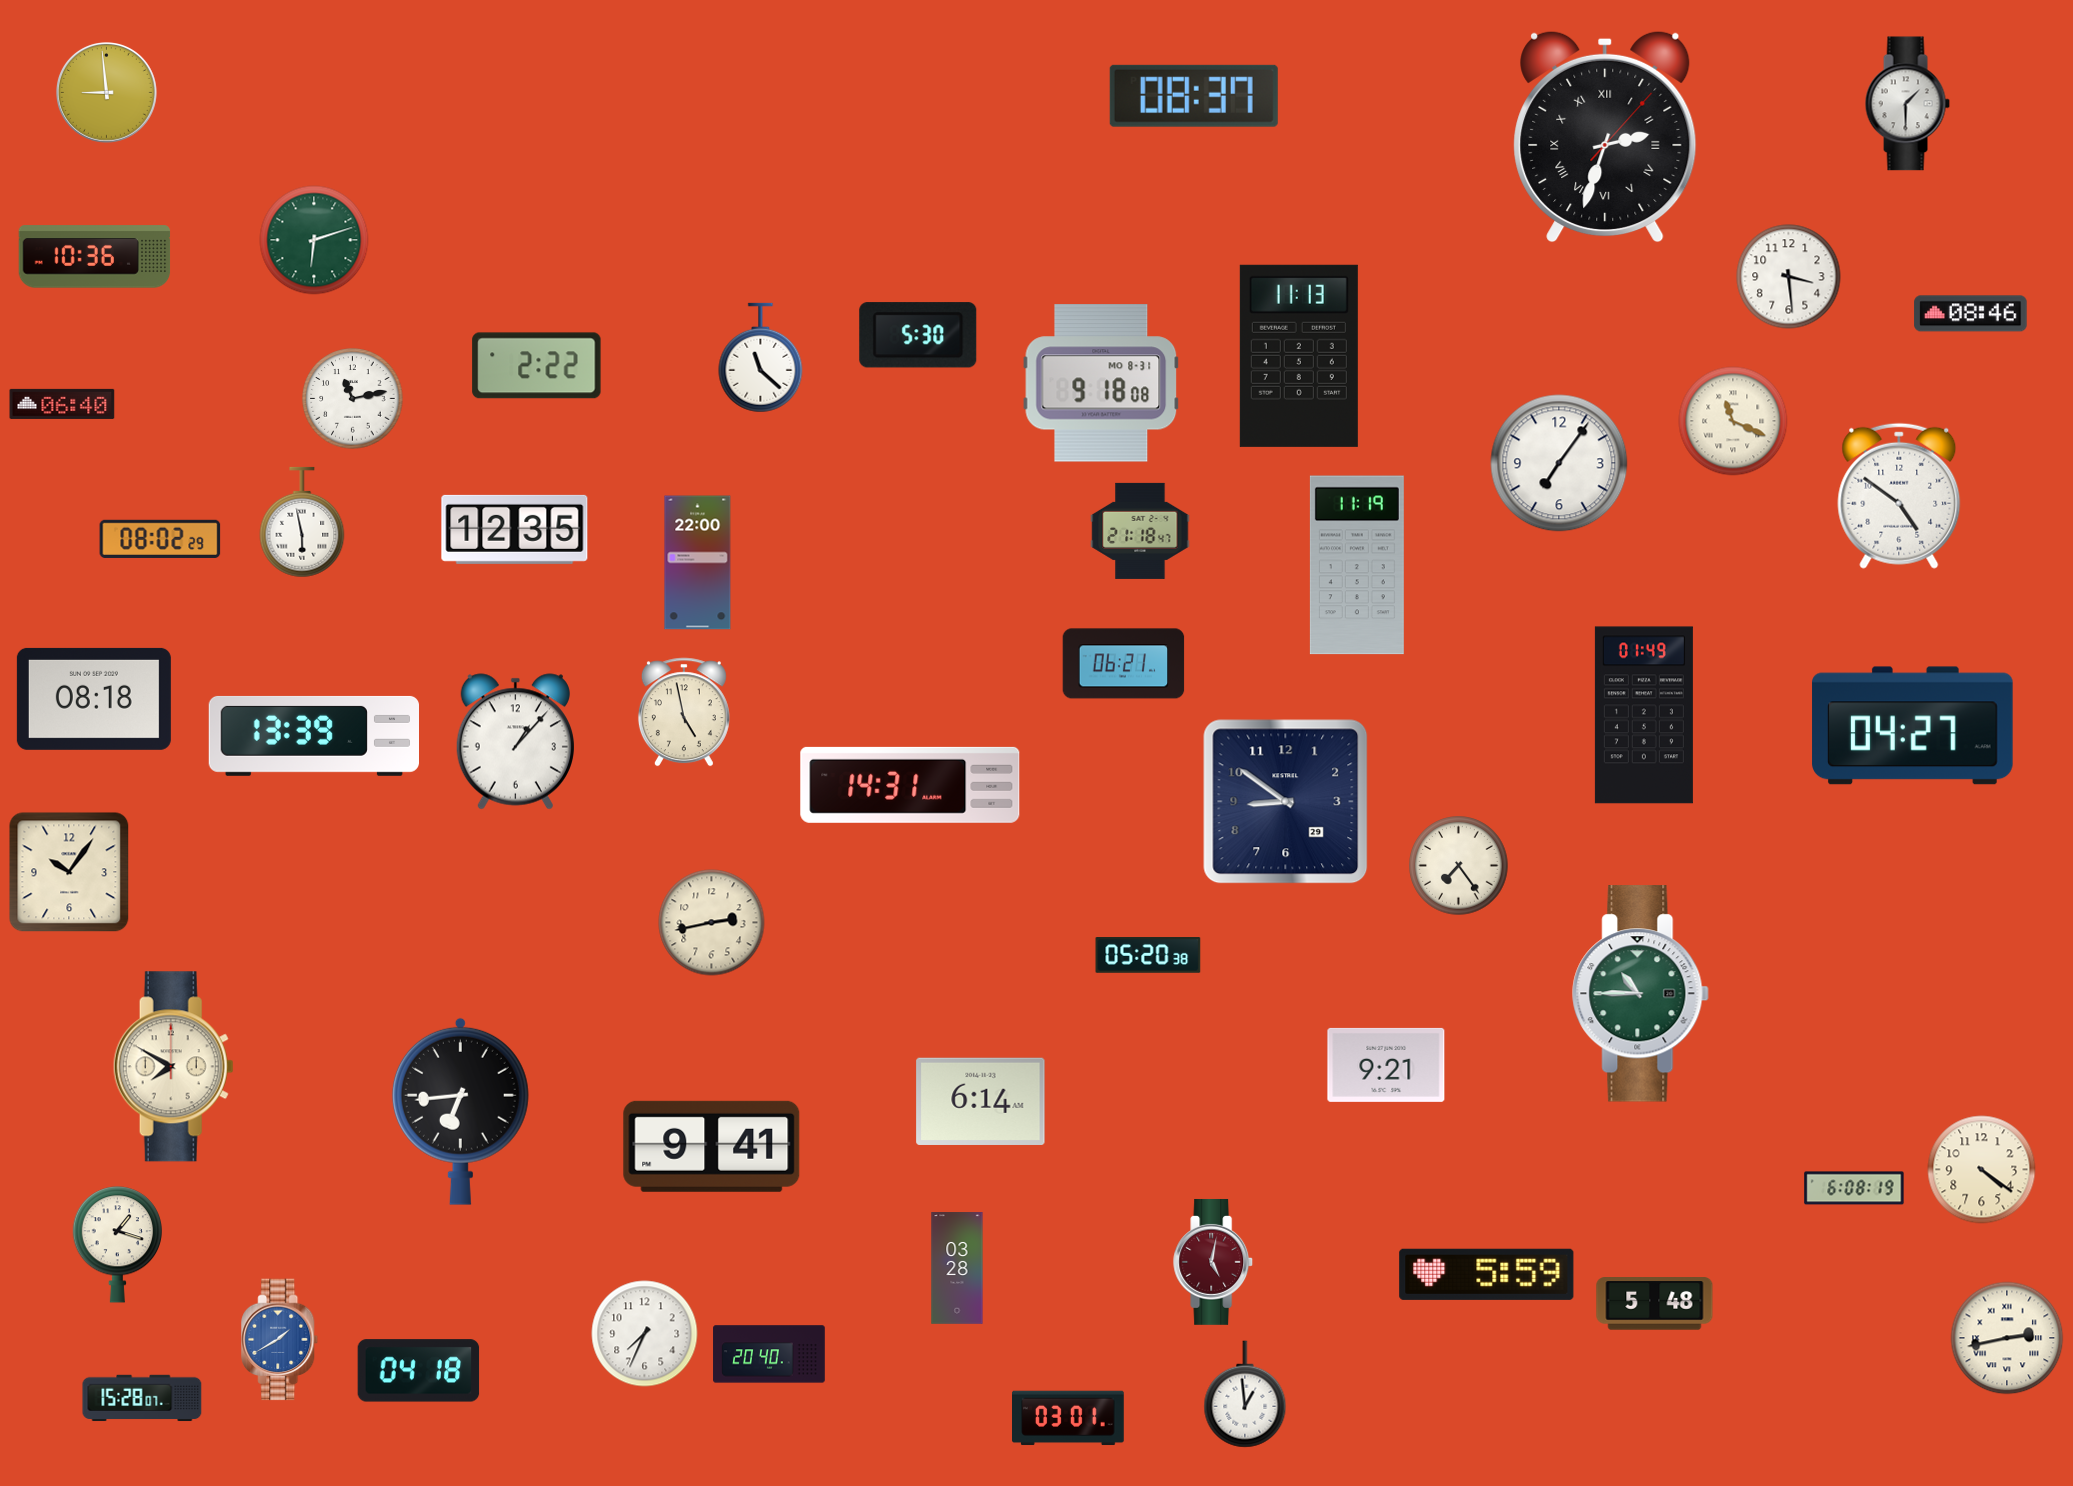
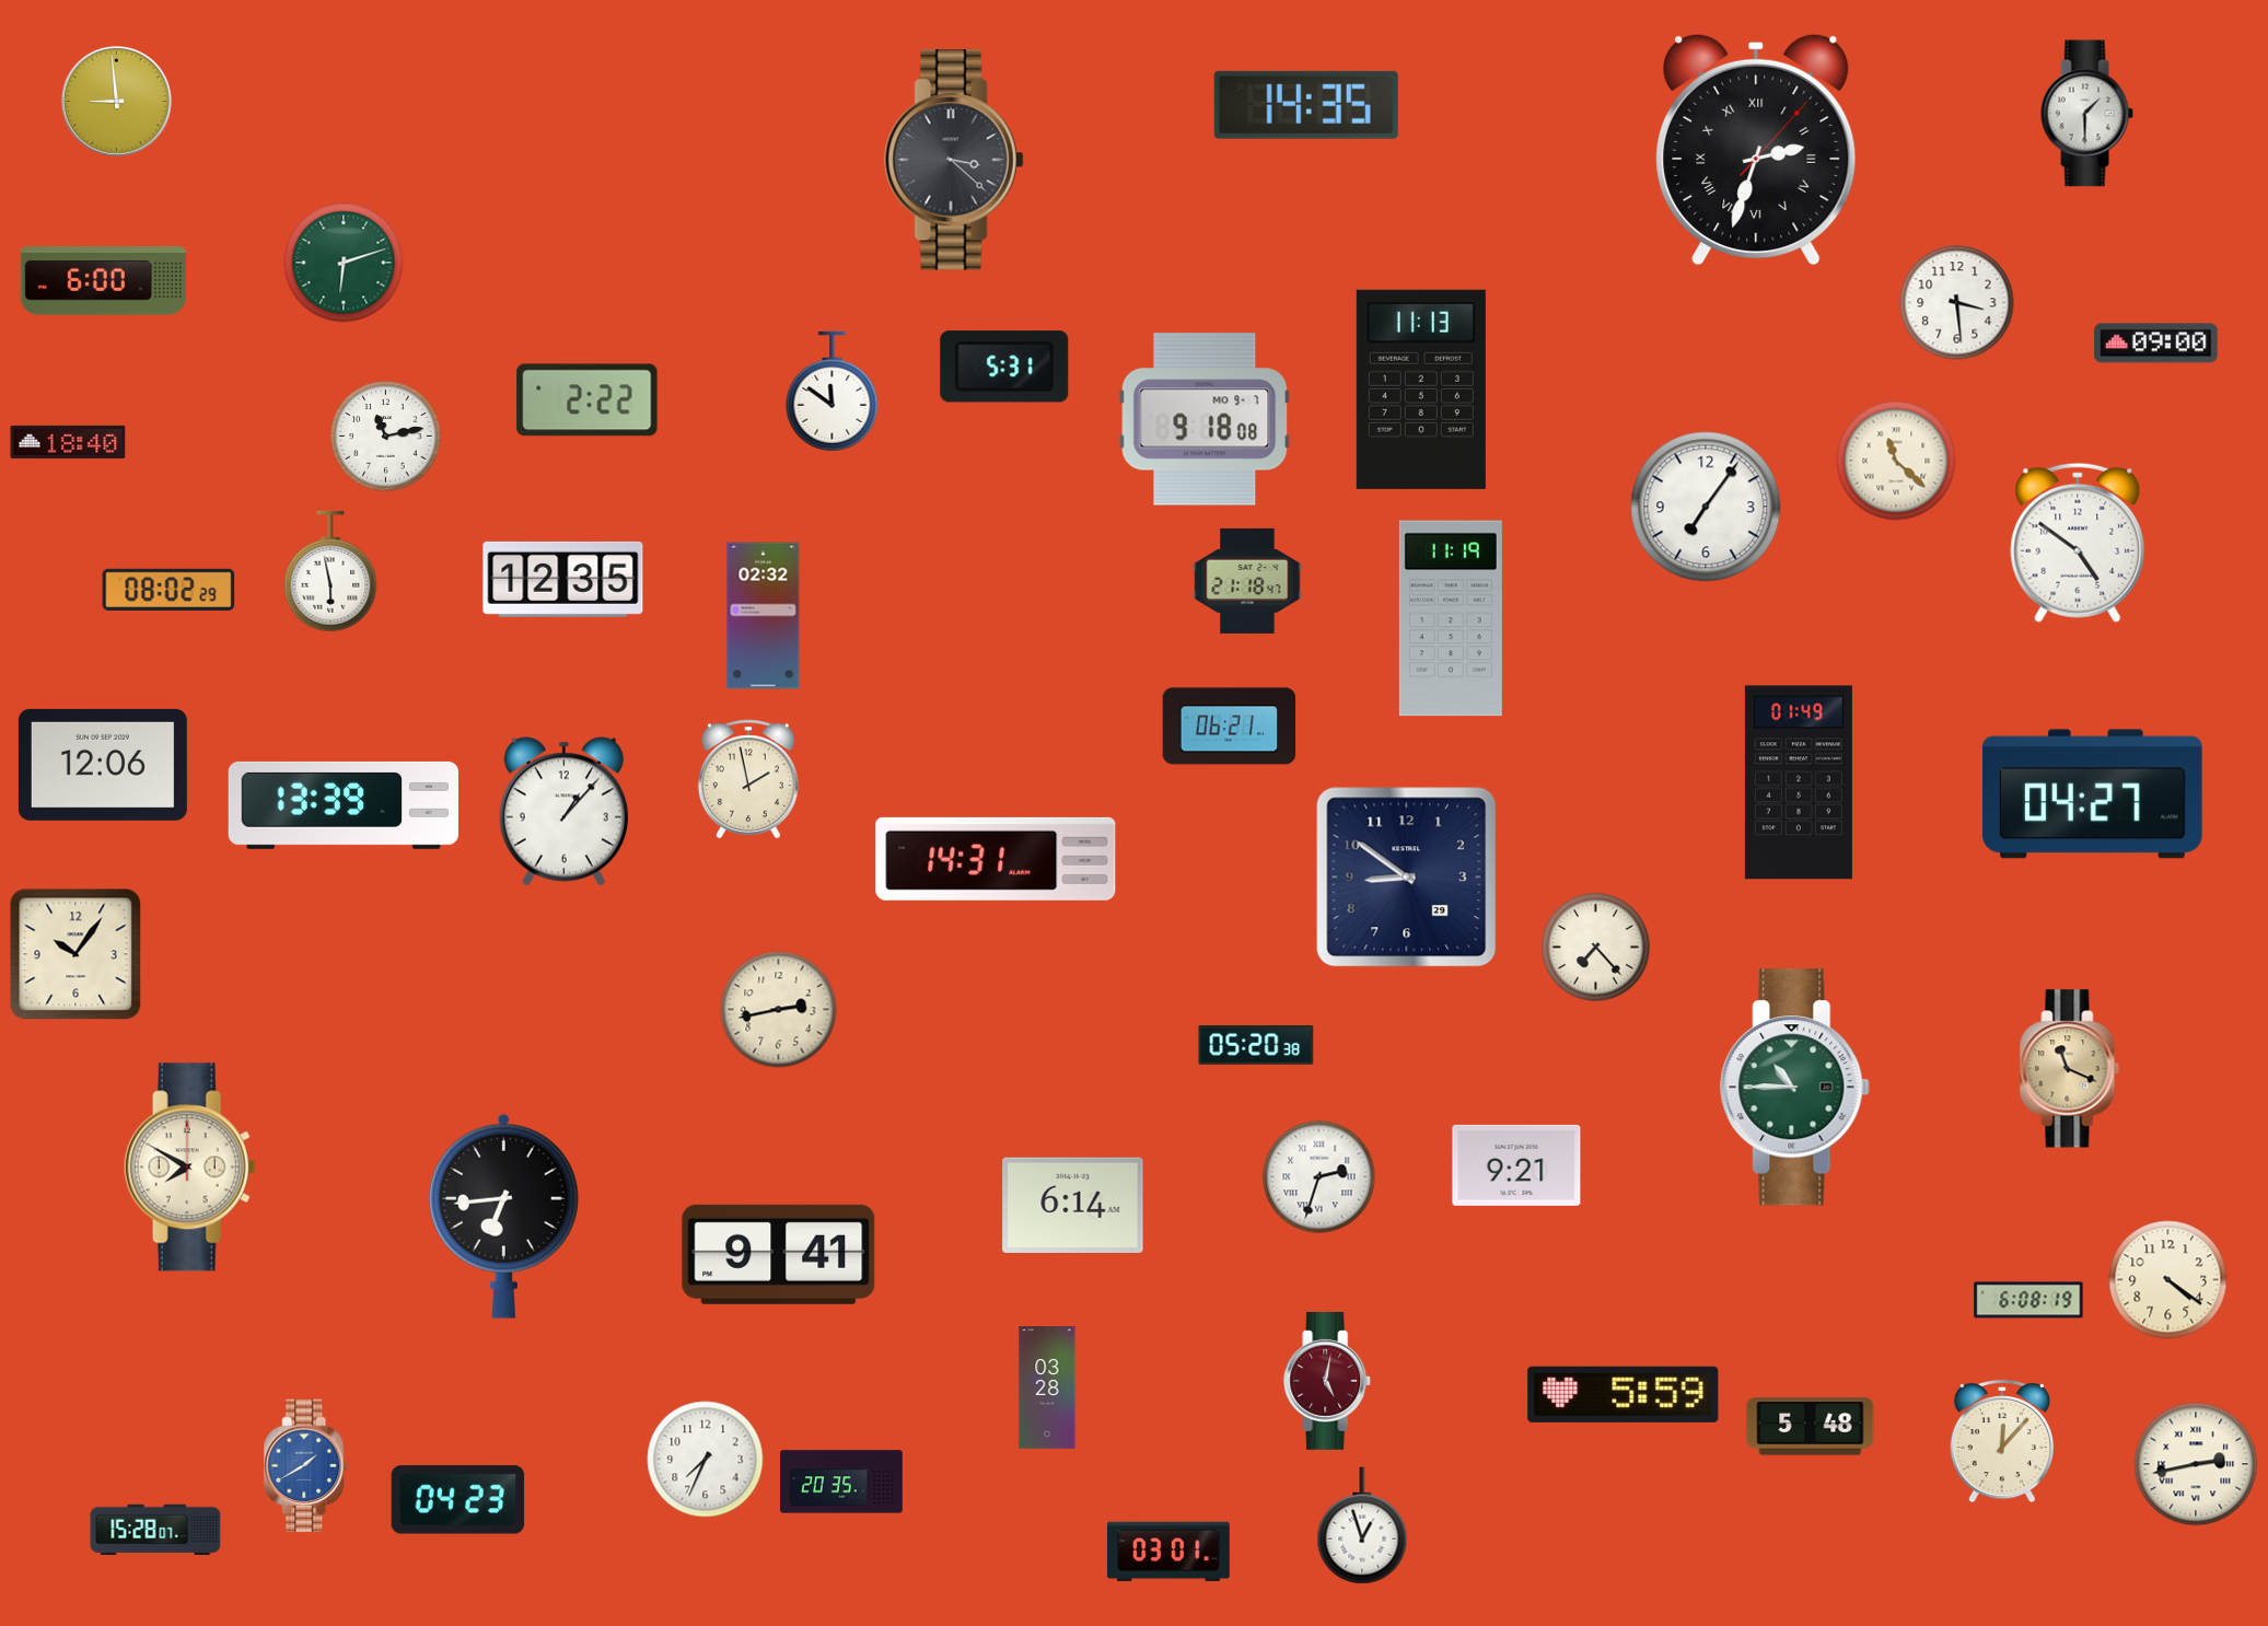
clock at (1194, 96): 08:37 -> 14:35
clock at (954, 160): none -> 3:22
clock at (95, 257): 10:36 -> 6:00
clock at (1971, 314): 08:46 -> 09:00
clock at (918, 335): 5:30 -> 5:31
clock at (761, 358): 11:22 -> 11:51
clock at (1101, 383) date: MO 8-31 -> MO 9-7
clock at (62, 404): 06:40 -> 18:40
clock at (1733, 421): 11:19 -> 11:22
clock at (160, 539) position: (160, 539) -> (168, 590)
clock at (698, 563): 22:00 -> 02:32
clock at (1357, 565) position: (1357, 565) -> (1451, 618)
clock at (94, 699): 08:18 -> 12:06
clock at (684, 712): 4:58 -> 1:58
clock at (1459, 866): 7:24 -> 7:23
clock at (2070, 1069): none -> 11:19
clock at (1319, 1177): none -> 2:33
clock at (117, 1245): 1:18 -> none
clock at (1487, 1274) position: (1487, 1274) -> (1624, 1394)
clock at (2002, 1441): none -> 12:07
clock at (769, 1354): 20:40 -> 20:35
clock at (419, 1371): 04:18 -> 04:23
clock at (1245, 1394): 12:59 -> 12:57
